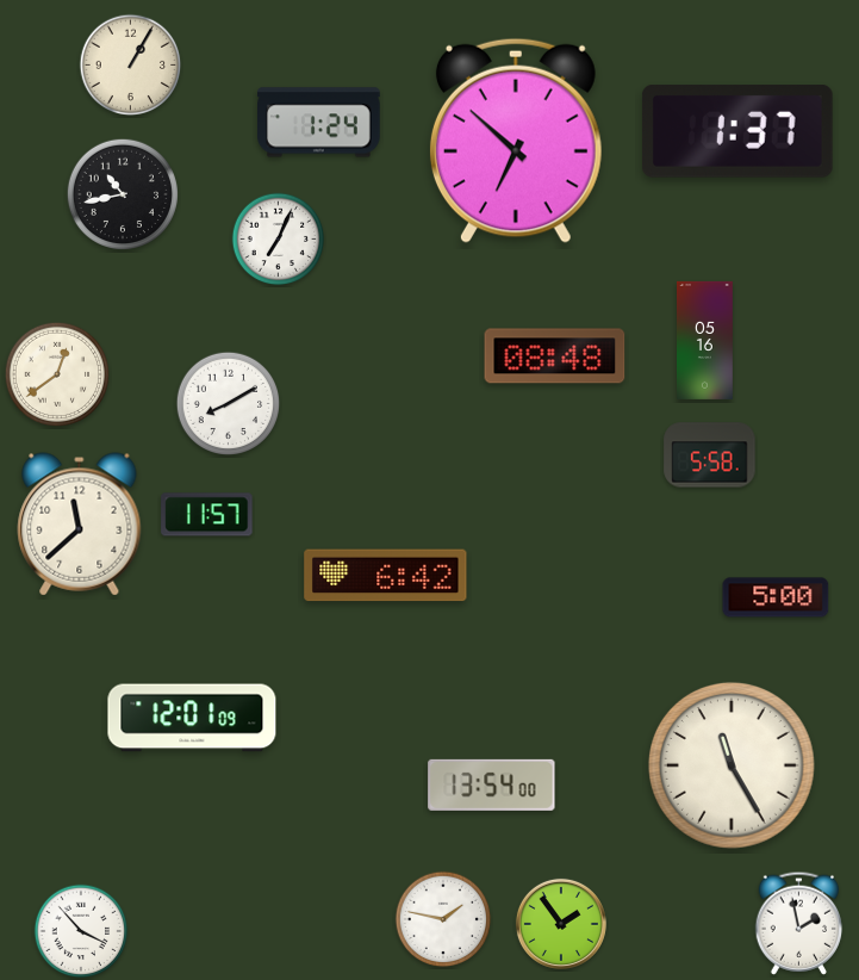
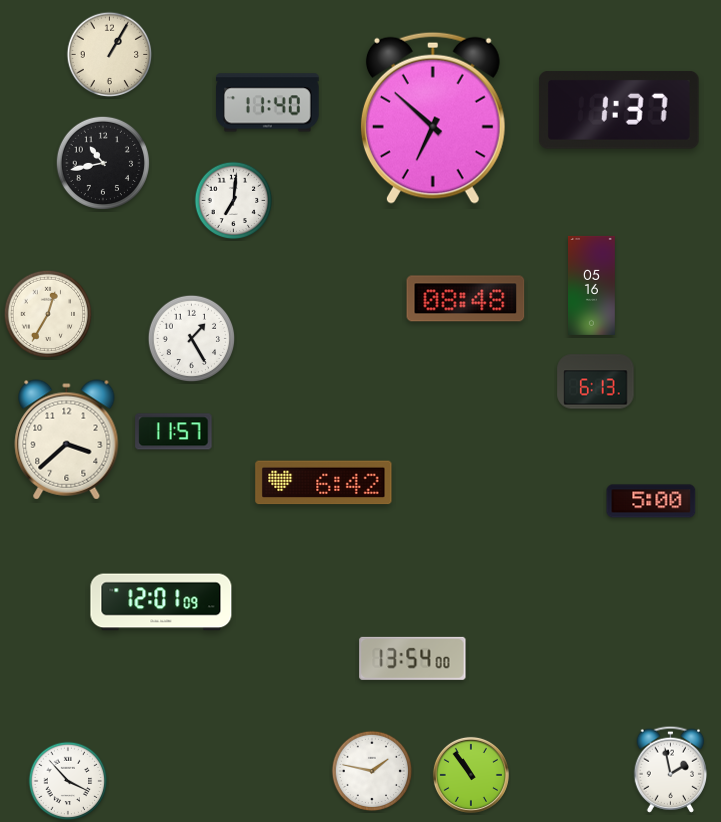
clock at (319, 123): 1:24 -> 11:40
clock at (279, 240): 7:04 -> 7:01
clock at (57, 374): 12:39 -> 12:35
clock at (229, 404): 8:10 -> 1:25
clock at (710, 455): 5:58 -> 6:13
clock at (80, 525): 11:38 -> 3:38
clock at (732, 765): 11:25 -> none
clock at (799, 923) position: (799, 923) -> (671, 769)
clock at (561, 924): 1:54 -> 10:54
